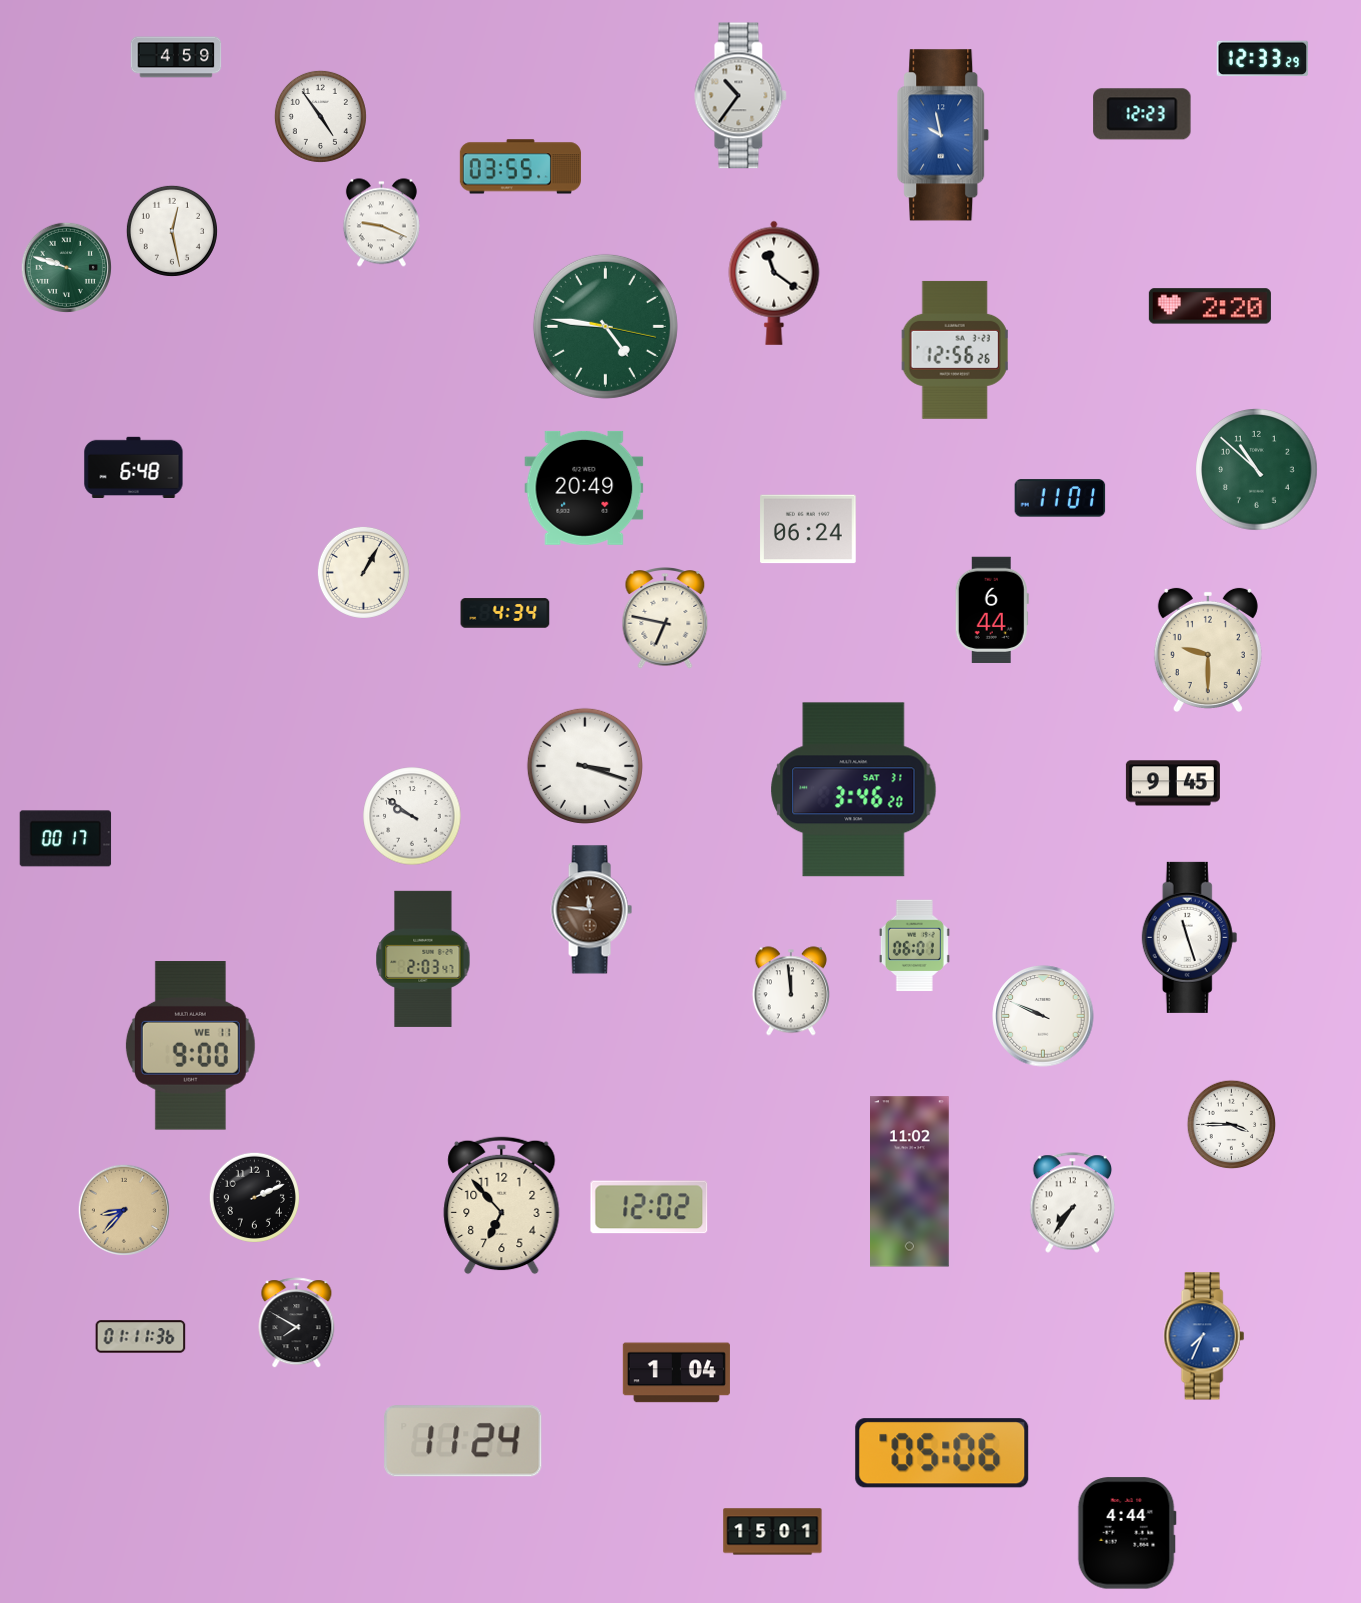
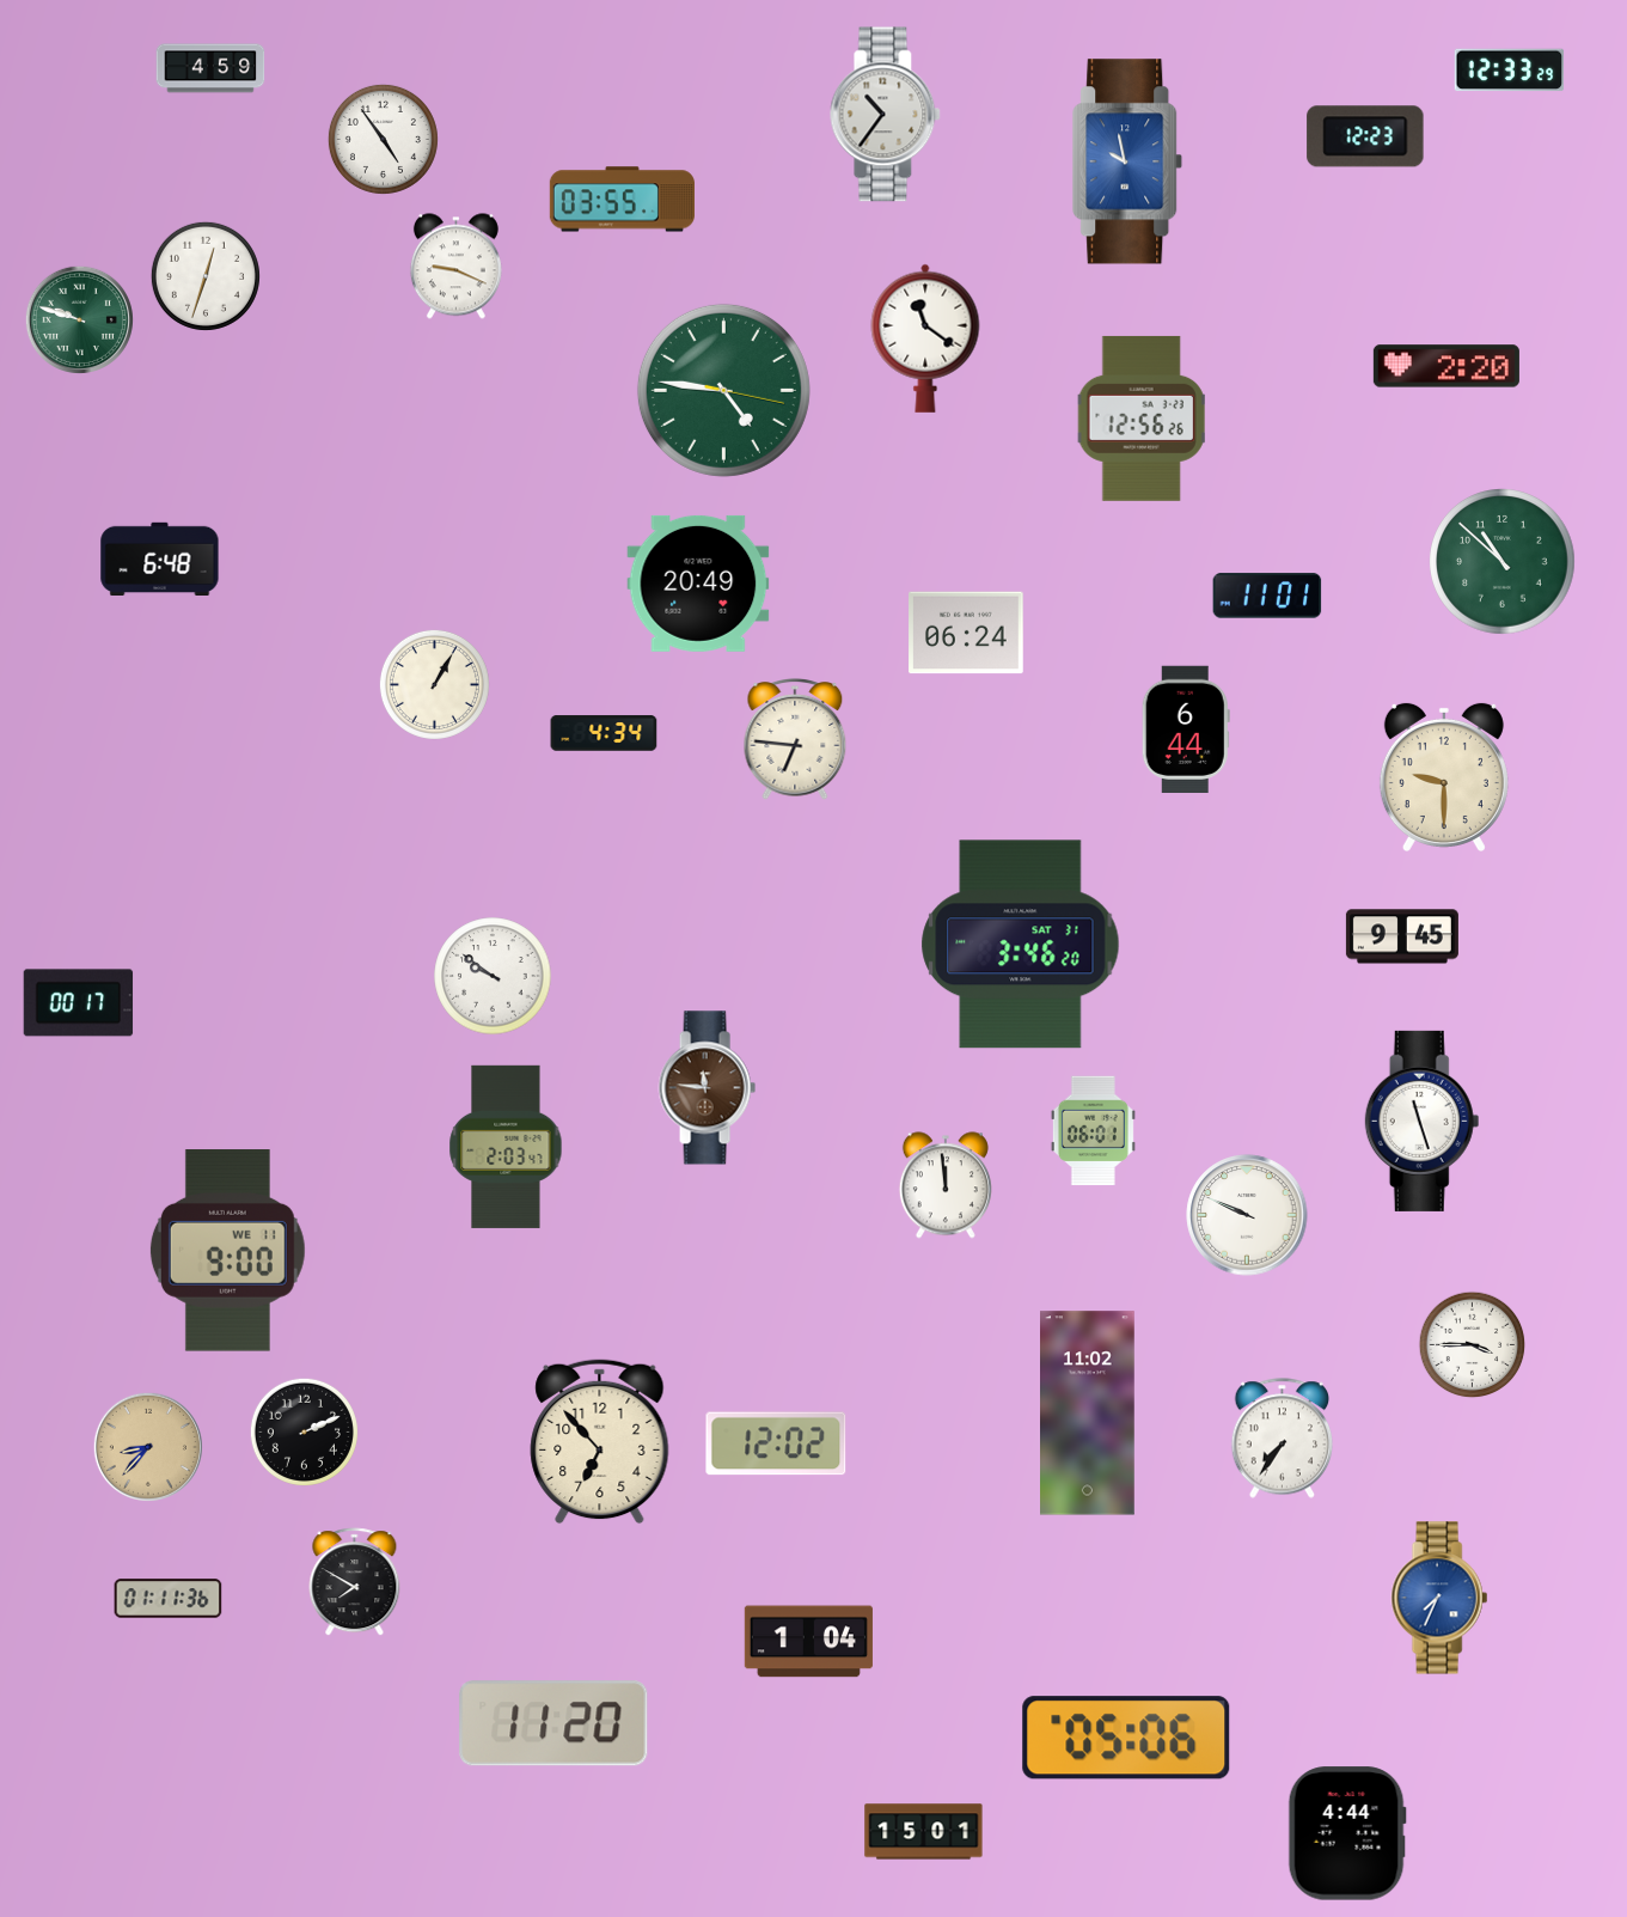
clock at (172, 231): 12:28 -> 12:33
clock at (665, 619): 6:47 -> 6:46
clock at (585, 766): 3:18 -> none
clock at (463, 1441): 11:24 -> 11:20
